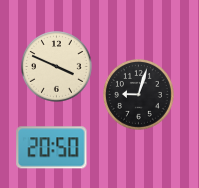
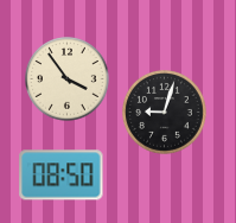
clock at (57, 67): 3:49 -> 3:54
clock at (52, 148): 20:50 -> 08:50
